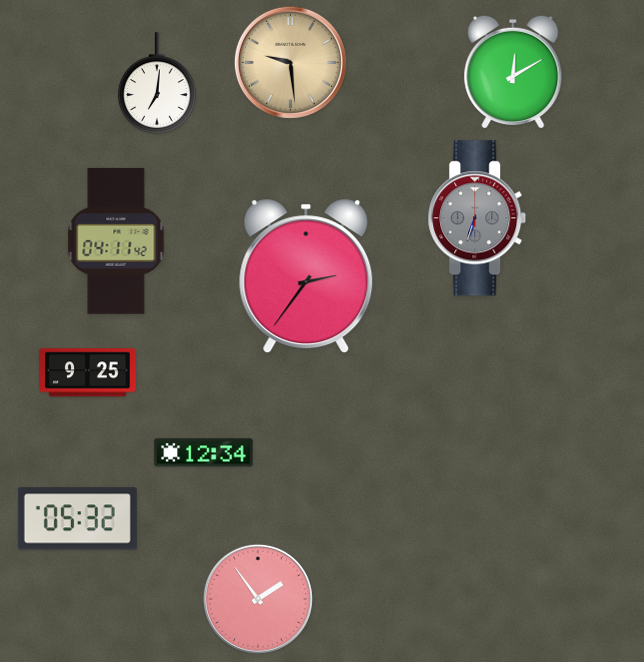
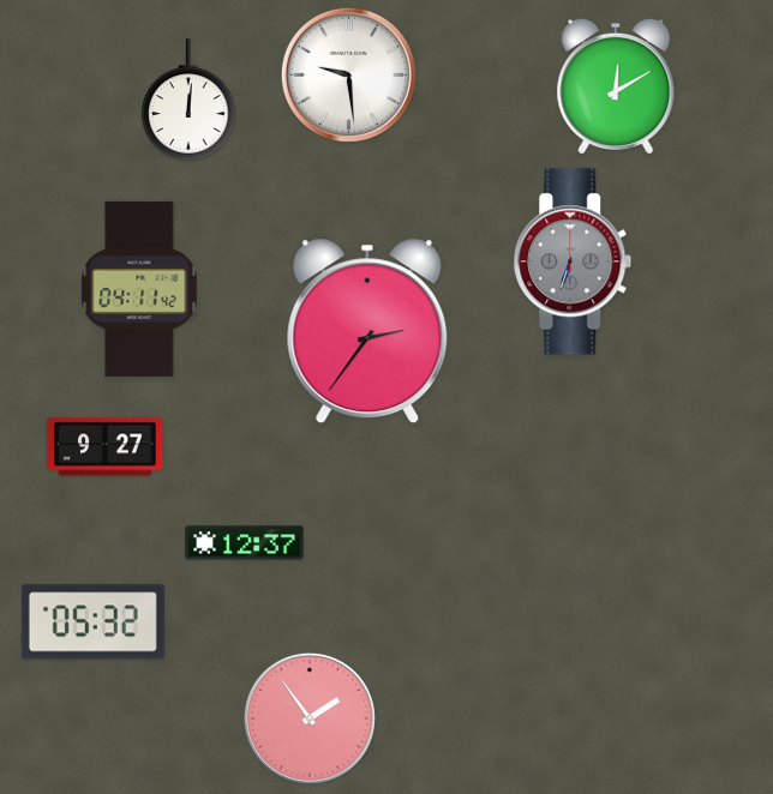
clock at (290, 62) dial: champagne -> white
clock at (157, 83): 7:01 -> 12:01
clock at (88, 373): 9:25 -> 9:27
clock at (204, 453): 12:34 -> 12:37
